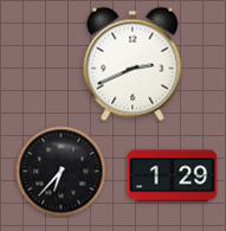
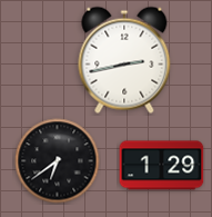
clock at (133, 64): 2:41 -> 2:43
clock at (62, 172): 6:37 -> 6:39
